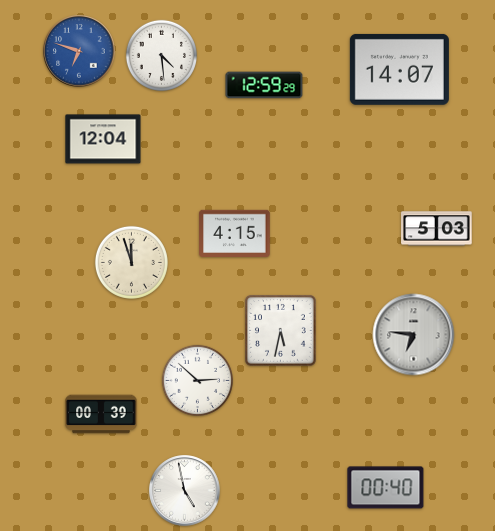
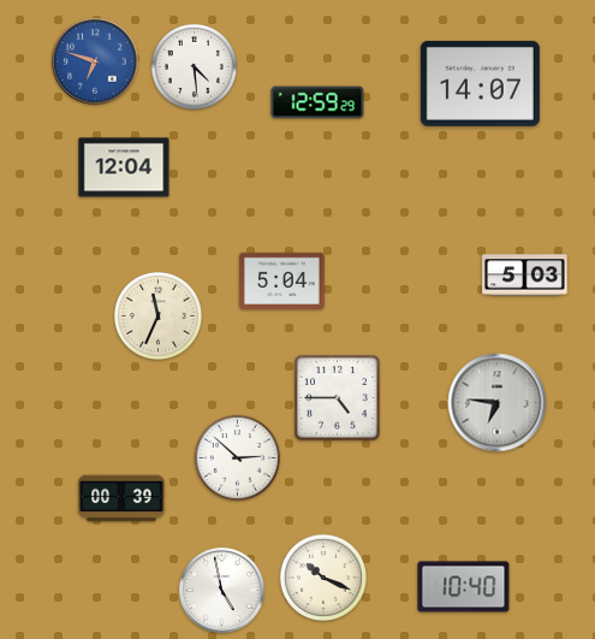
clock at (235, 233): 4:15 -> 5:04
clock at (131, 262): 11:57 -> 11:34
clock at (280, 330): 5:32 -> 4:45
clock at (323, 578): none -> 10:19
clock at (386, 488): 00:40 -> 10:40
